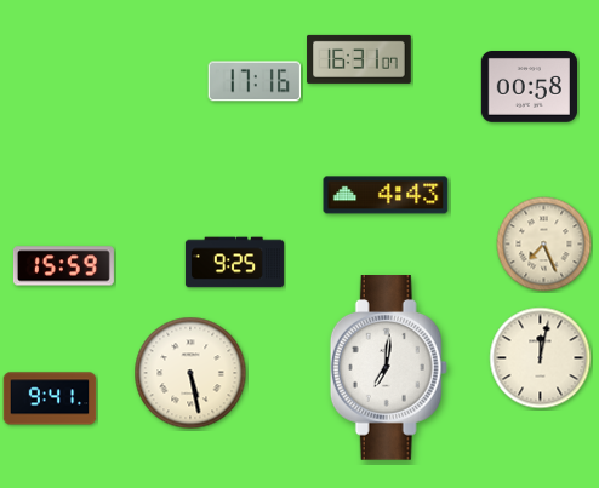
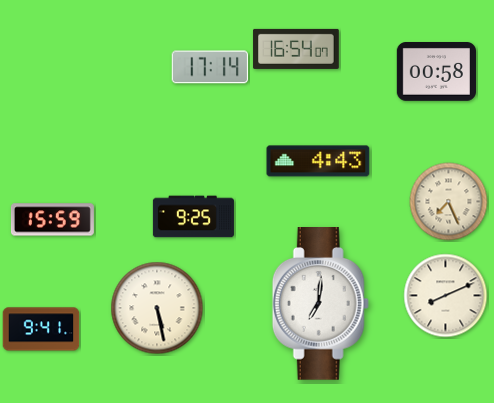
clock at (359, 59): 16:31 -> 16:54
clock at (255, 81): 17:16 -> 17:14
clock at (541, 358): 12:02 -> 8:11
